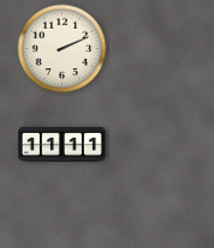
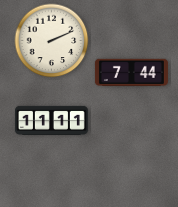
clock at (131, 73): none -> 7:44
